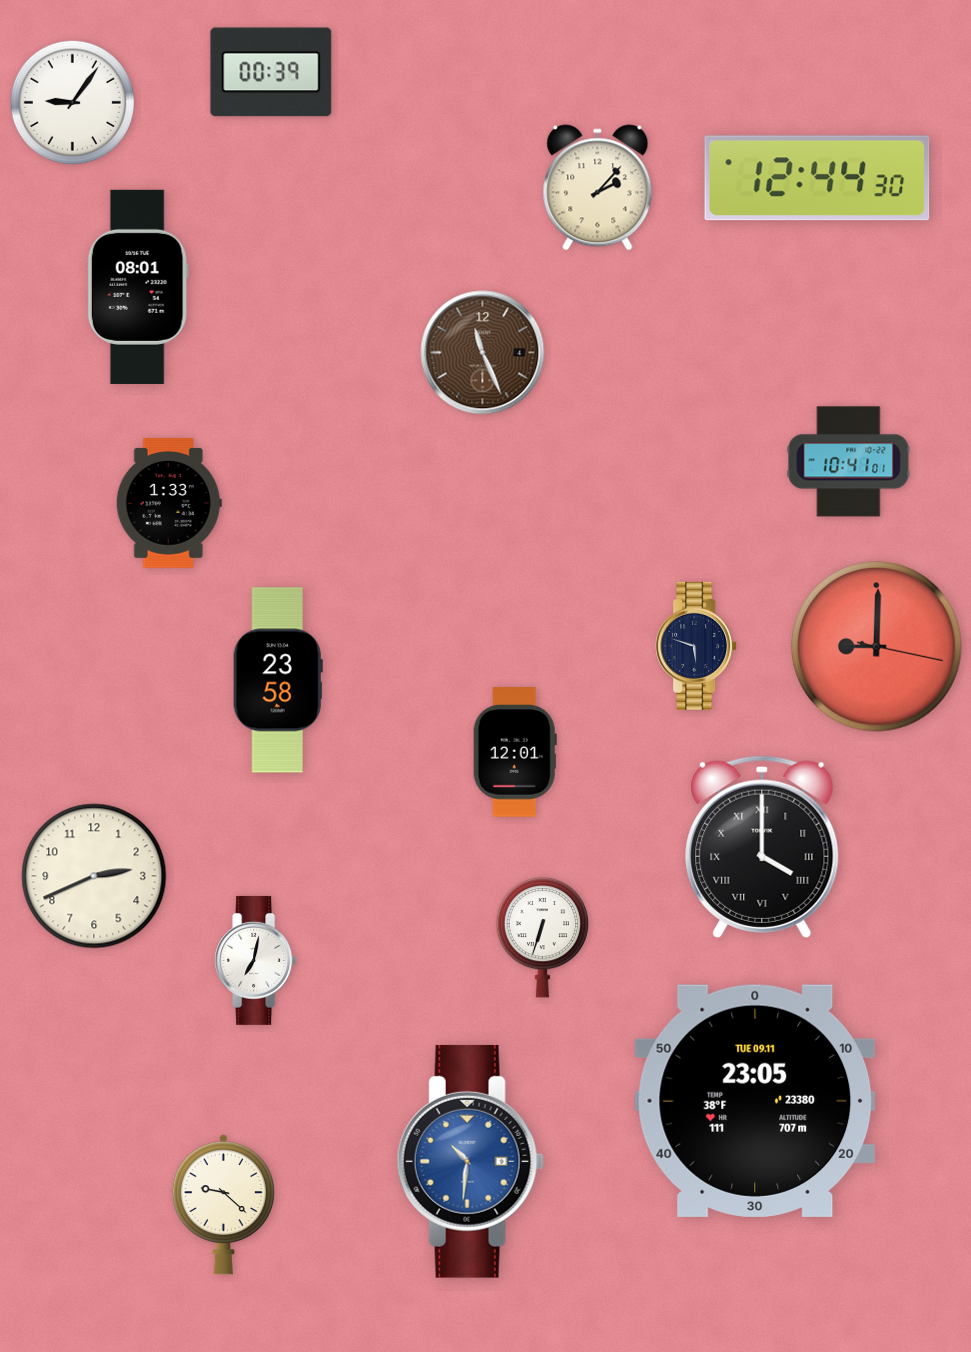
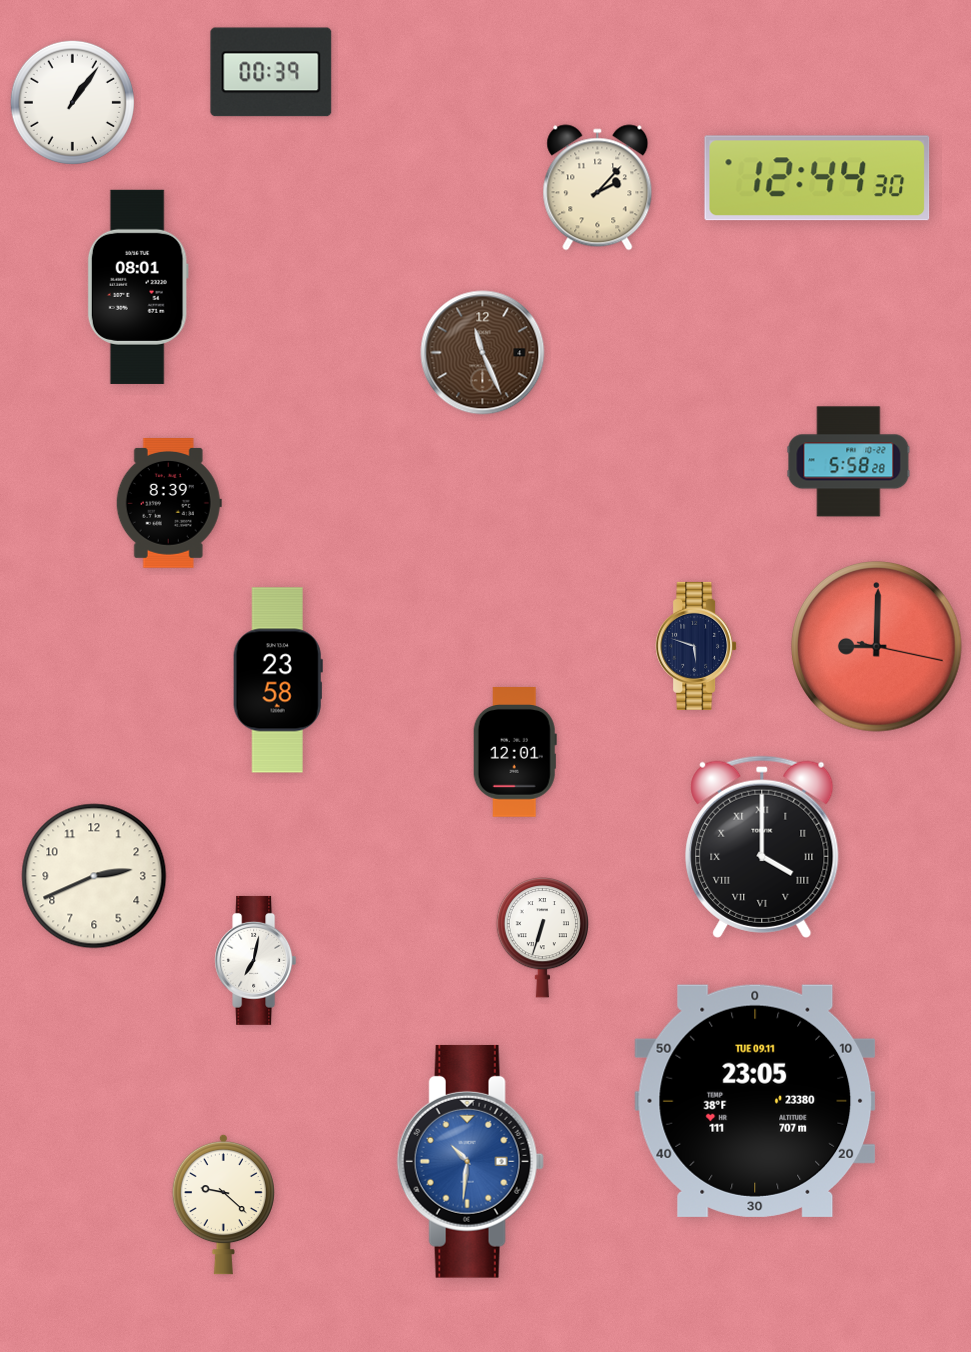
clock at (72, 102): 9:06 -> 1:06
clock at (849, 462): 10:41 -> 5:58
clock at (169, 504): 1:33 -> 8:39
